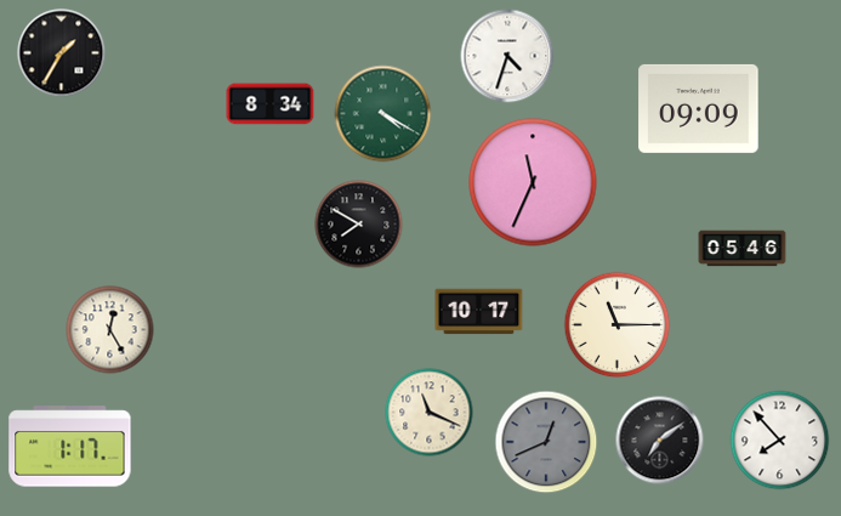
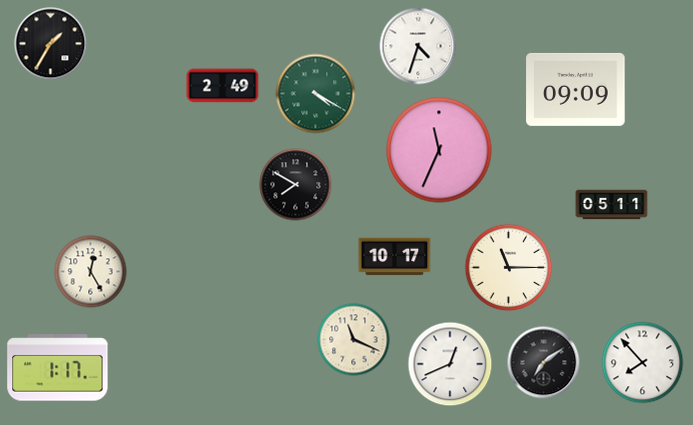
clock at (271, 104): 8:34 -> 2:49
clock at (743, 249): 05:46 -> 05:11
clock at (546, 442) dial: grey -> white
